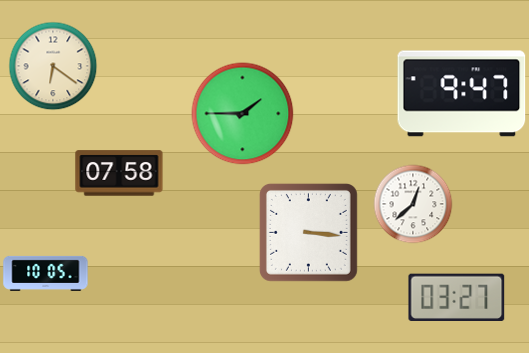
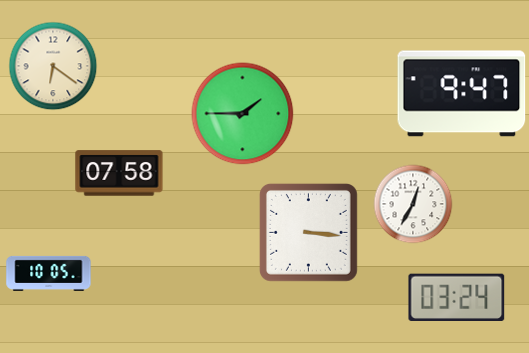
clock at (413, 204): 12:38 -> 12:35
clock at (46, 273) position: (46, 273) -> (49, 273)
clock at (457, 297): 03:27 -> 03:24
